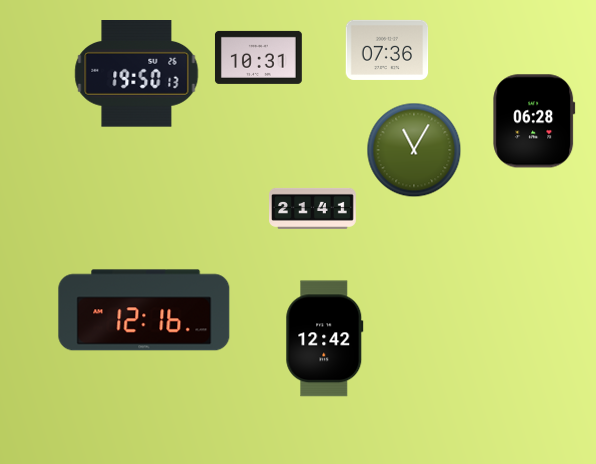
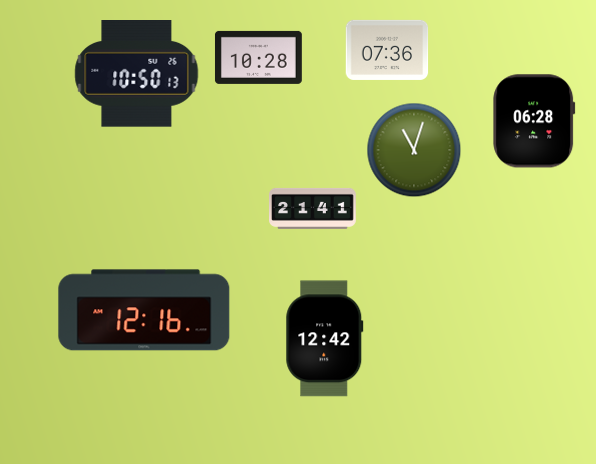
clock at (258, 57): 10:31 -> 10:28
clock at (137, 74): 19:50 -> 10:50
clock at (414, 150): 11:05 -> 11:03
